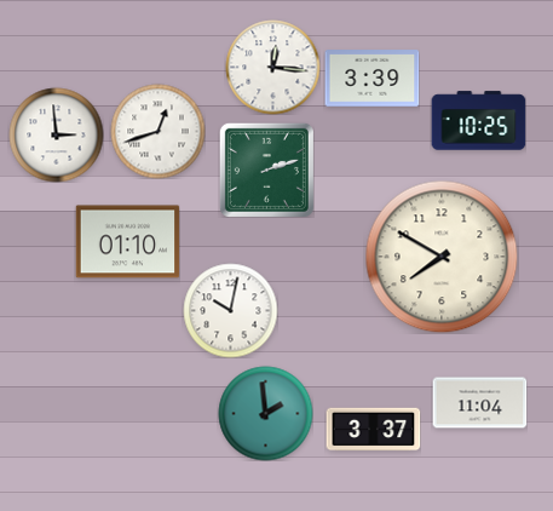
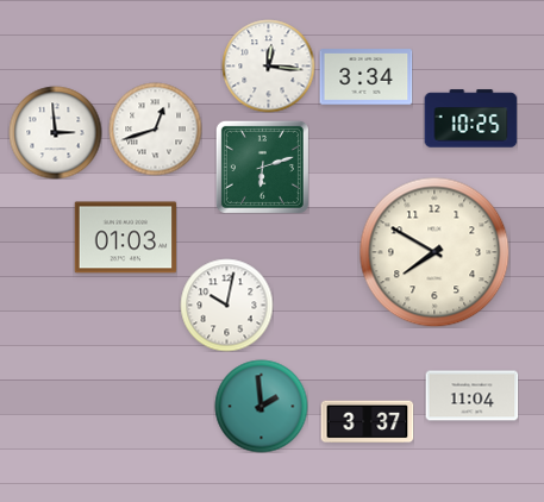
clock at (371, 79): 3:39 -> 3:34
clock at (266, 170): 2:12 -> 6:12
clock at (127, 242): 01:10 -> 01:03
